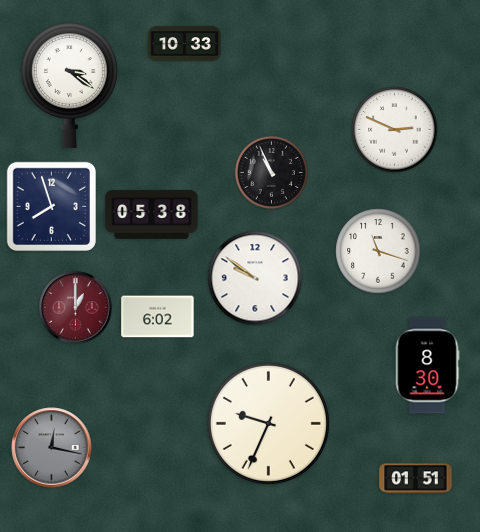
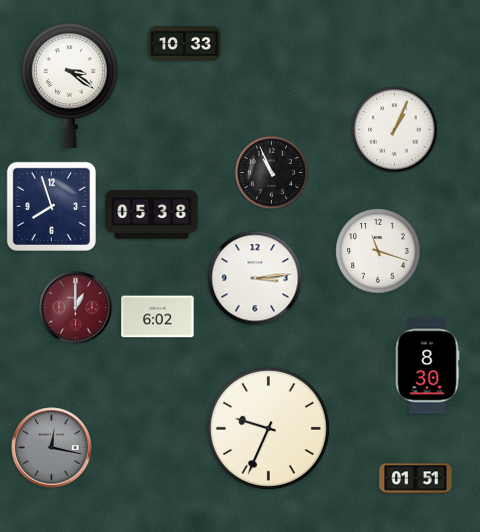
clock at (395, 130): 2:49 -> 1:04
clock at (255, 278): 9:51 -> 3:14
clock at (268, 423) position: (268, 423) -> (268, 428)
